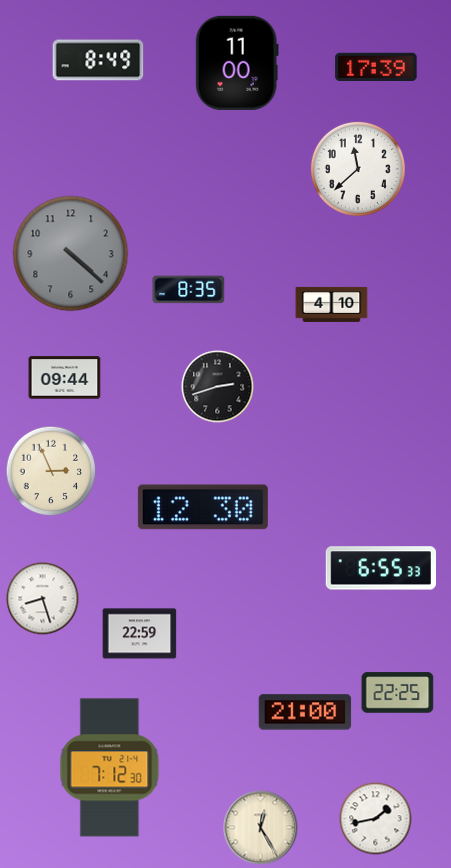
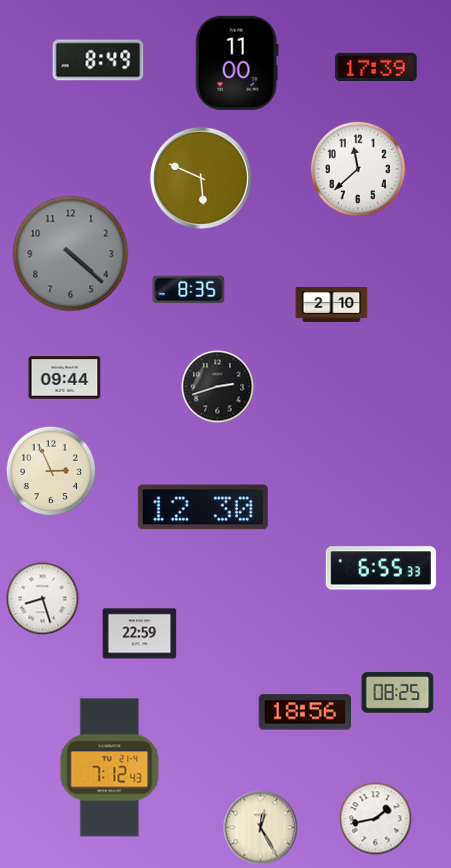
clock at (201, 178): none -> 5:49
clock at (332, 304): 4:10 -> 2:10
clock at (398, 693): 22:25 -> 08:25
clock at (305, 712): 21:00 -> 18:56
clock at (110, 768): 7:12:30 -> 7:12:43
